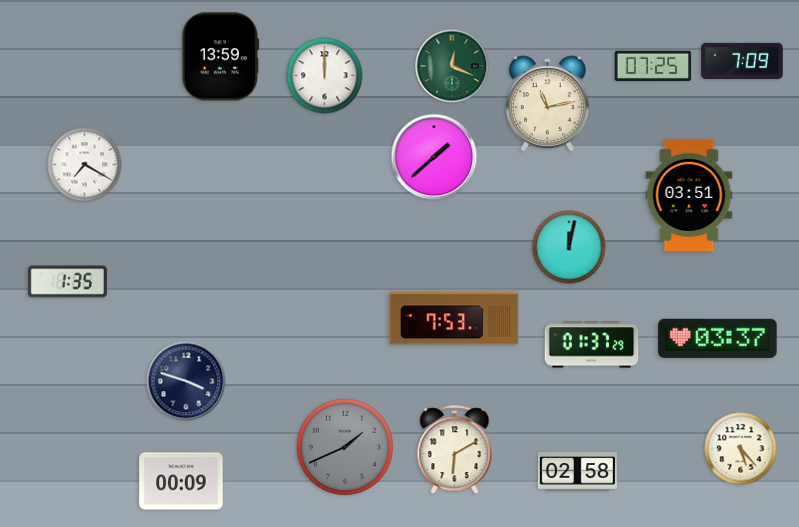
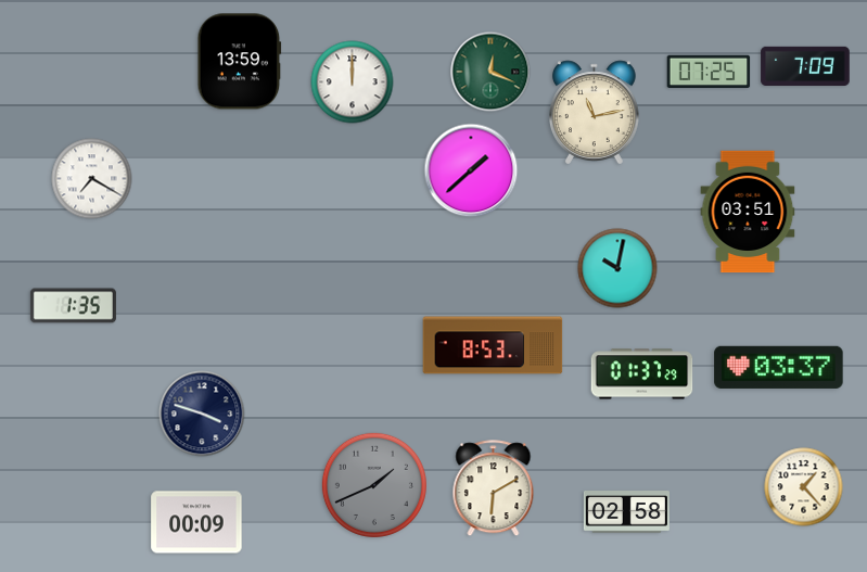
clock at (569, 247): 12:02 -> 10:02
clock at (454, 318): 7:53 -> 8:53
clock at (741, 449): 5:23 -> 1:23
